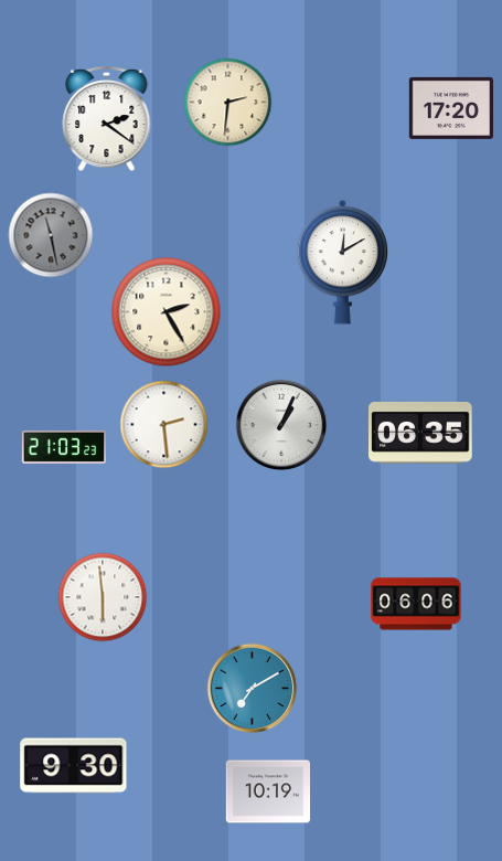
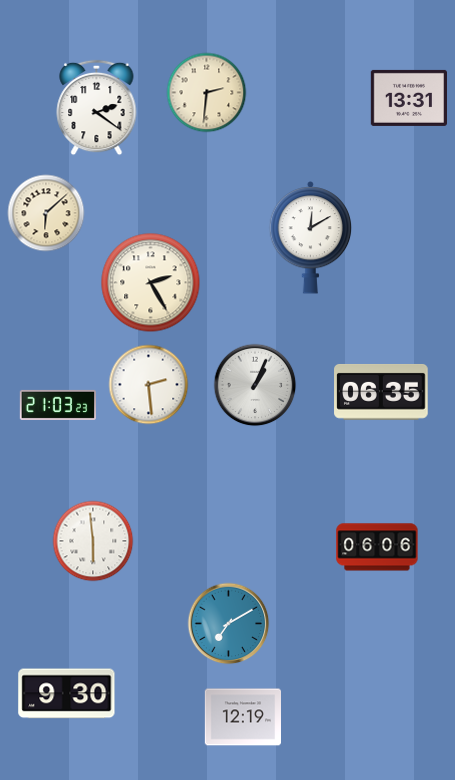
clock at (450, 108): 17:20 -> 13:31
clock at (51, 235): 11:28 -> 6:08
clock at (51, 235) dial: grey -> cream
clock at (267, 791): 10:19 -> 12:19
